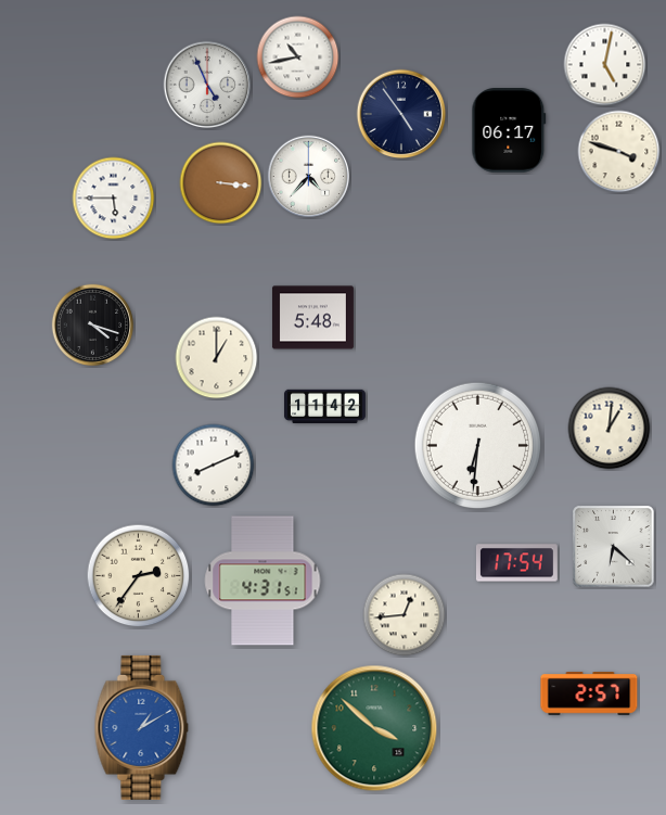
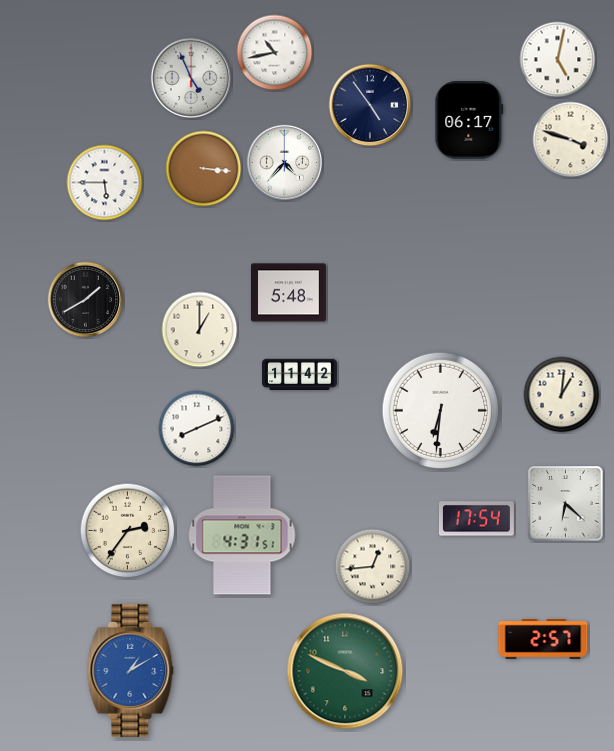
clock at (93, 326): 4:18 -> 1:40
clock at (374, 728): 3:52 -> 3:49
